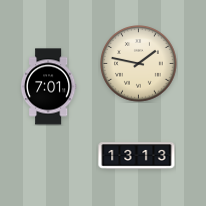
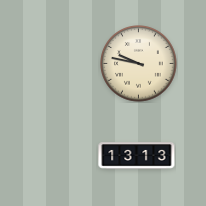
clock at (139, 64): 1:47 -> 9:47
clock at (48, 87): 7:01 -> none
